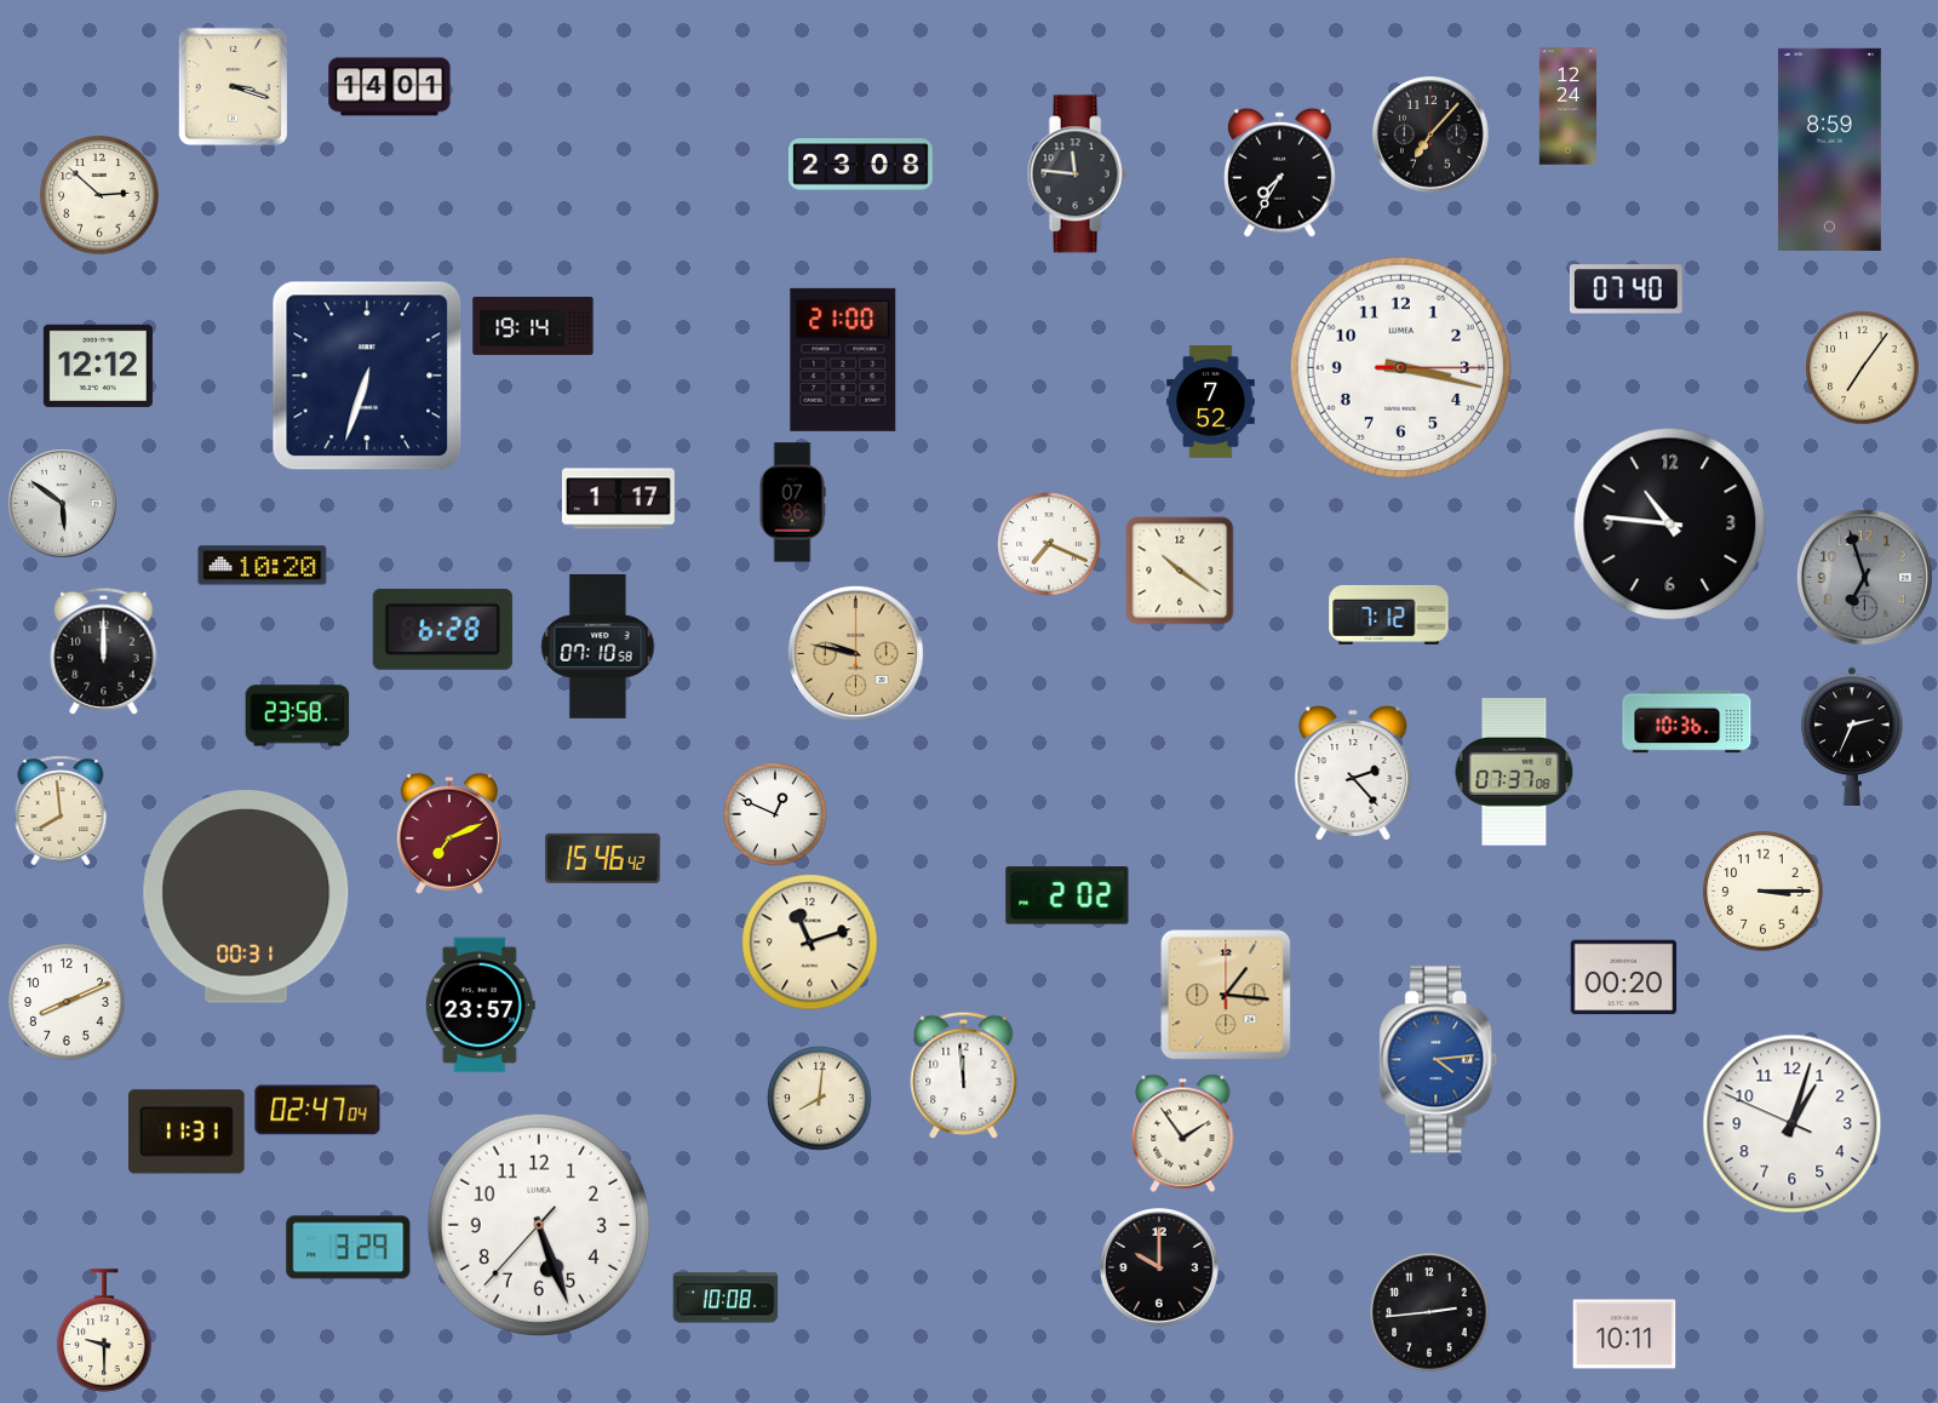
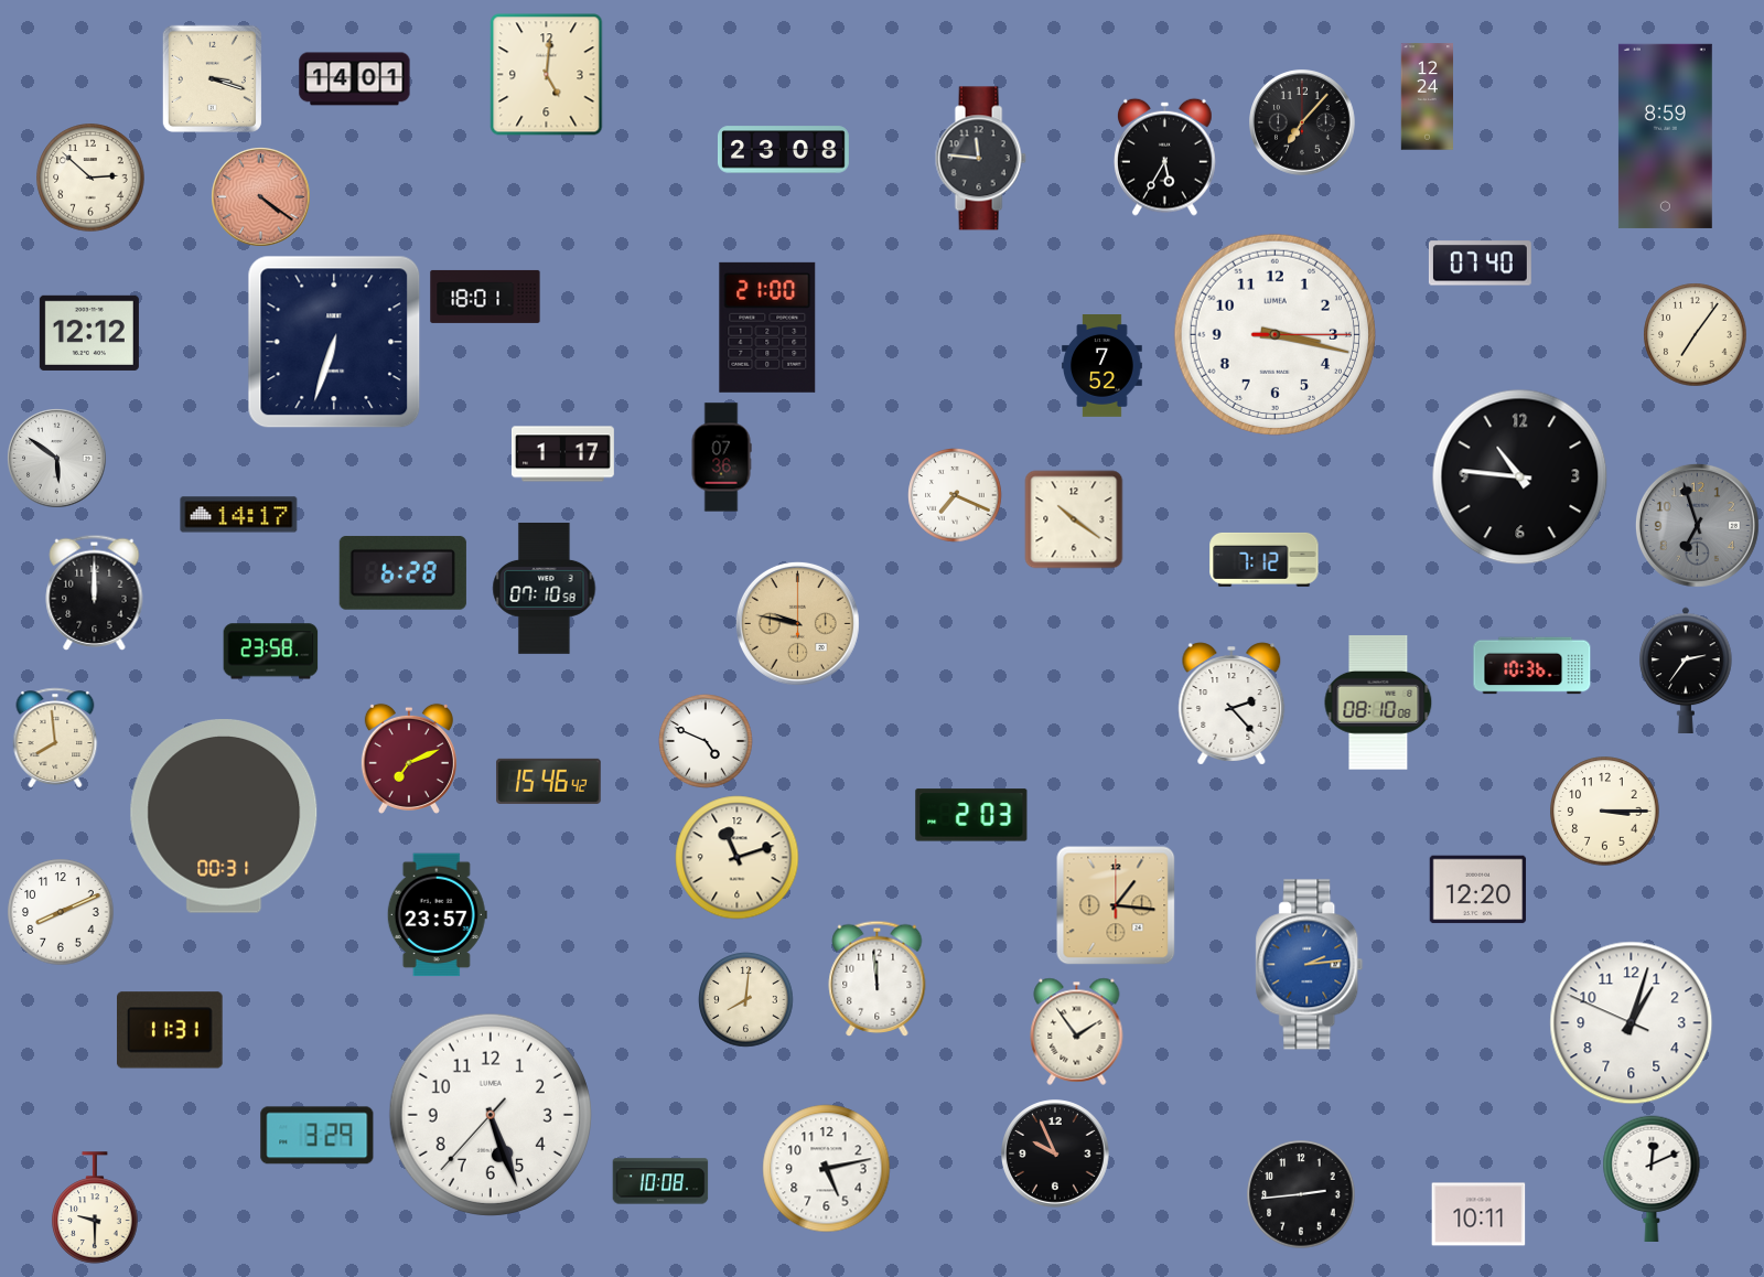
clock at (547, 75): none -> 5:01
clock at (1280, 172): 7:35 -> 5:35
clock at (261, 197): none -> 4:21
clock at (533, 326): 19:14 -> 18:01
clock at (263, 566): 10:20 -> 14:17
clock at (855, 653) position: (855, 653) -> (797, 623)
clock at (1687, 722) position: (1687, 722) -> (1532, 666)
clock at (1852, 735): 2:34 -> 2:36
clock at (1514, 772): 07:37 -> 08:10
clock at (775, 814): 12:49 -> 4:49
clock at (1067, 895): 2:02 -> 2:03
clock at (1624, 978): 00:20 -> 12:20
clock at (1439, 1060): 4:14 -> 2:14
clock at (317, 1110): 02:47 -> none
clock at (1160, 1269): 10:00 -> 9:56
clock at (827, 1169): none -> 5:13
clock at (1652, 1178): none -> 12:11
clock at (104, 1330) position: (104, 1330) -> (95, 1208)
